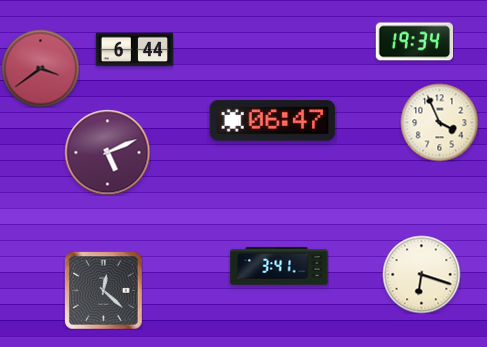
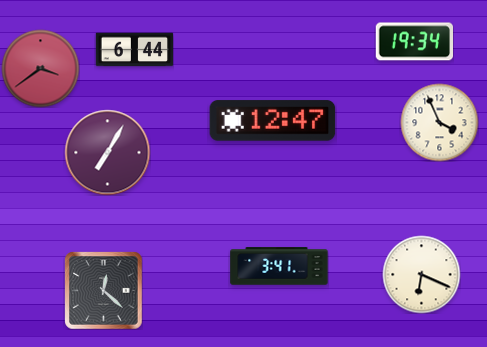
clock at (273, 121): 06:47 -> 12:47
clock at (107, 152): 5:11 -> 7:05
clock at (421, 274): 6:18 -> 6:19
